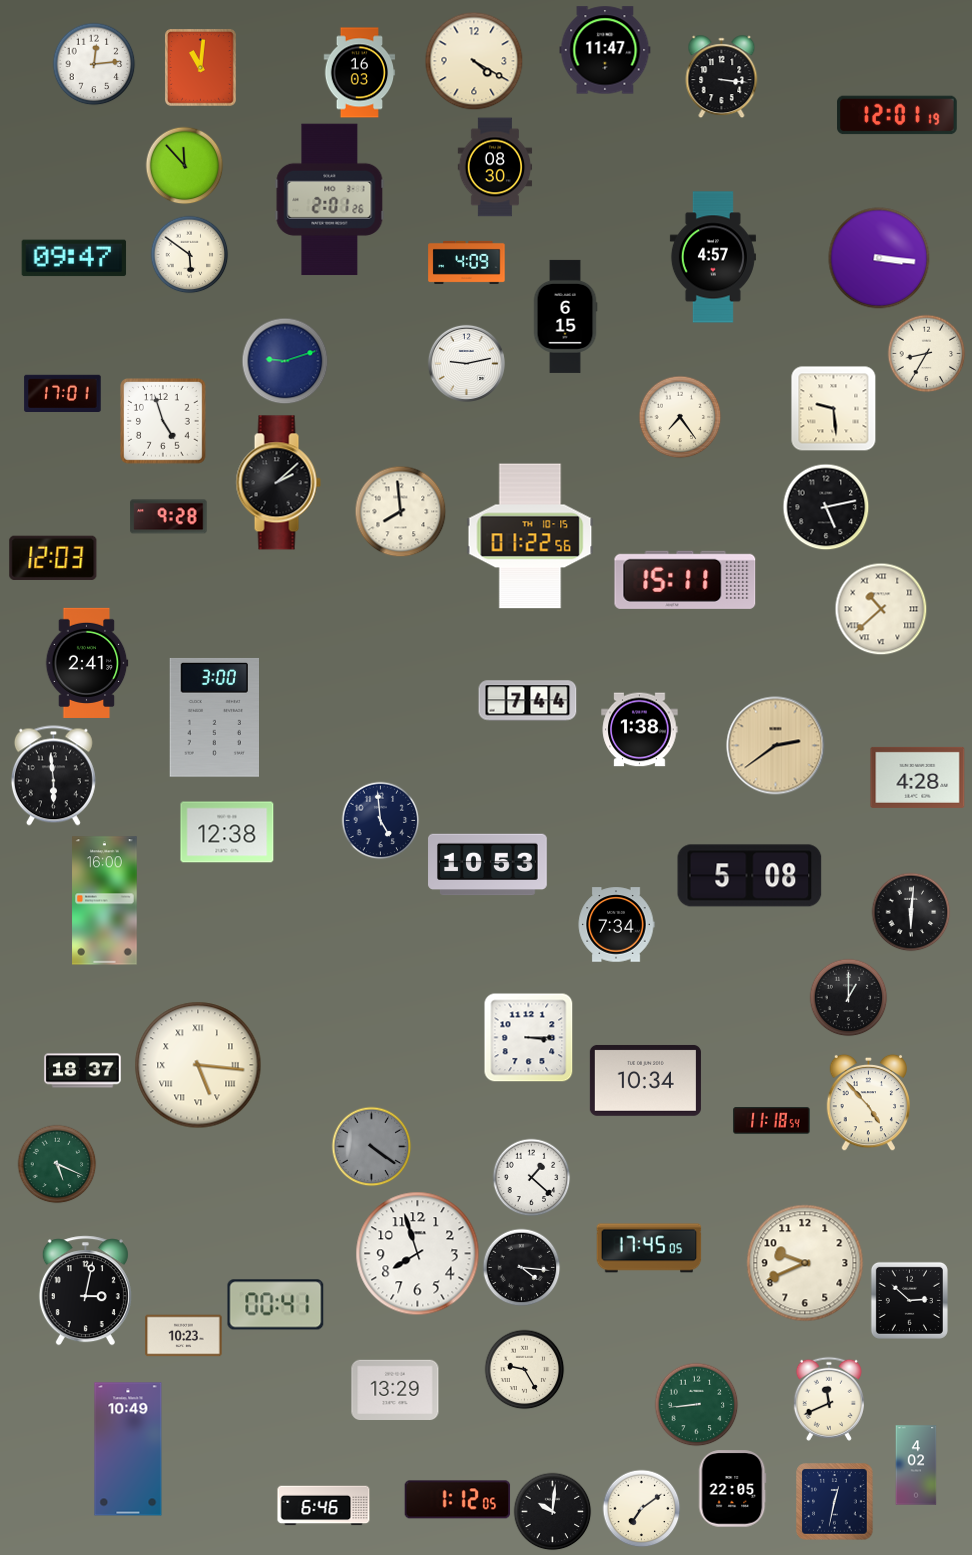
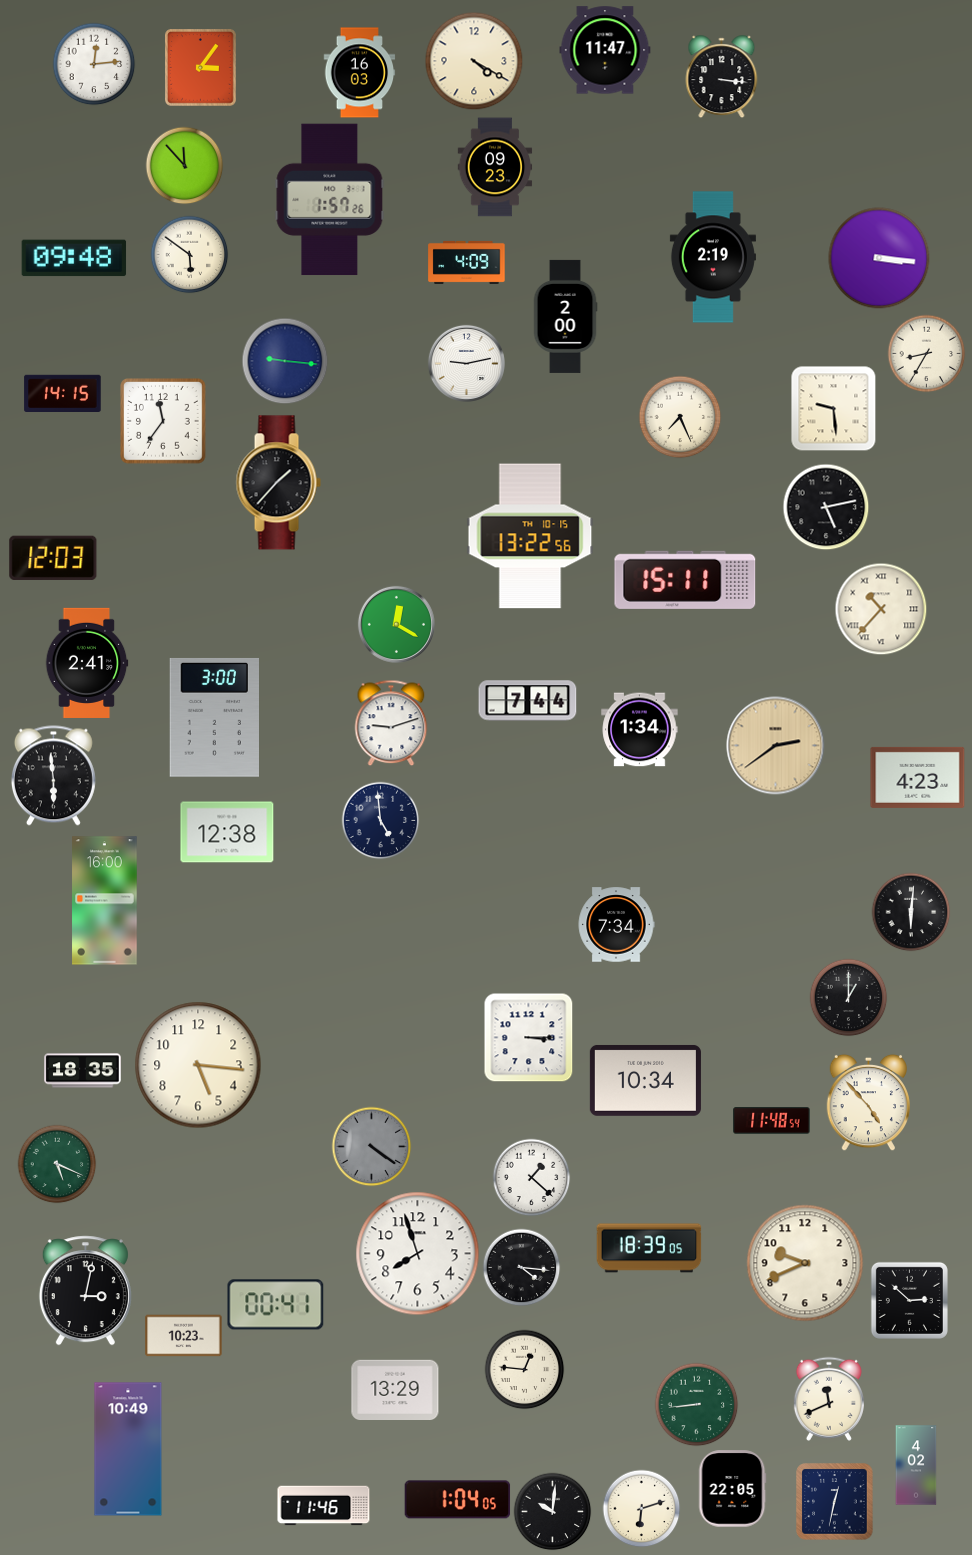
clock at (201, 68): 11:01 -> 3:06
clock at (897, 115): 12:01 -> none
clock at (495, 167): 08:30 -> 09:23
clock at (330, 200): 2:01 -> 1:57
clock at (713, 257): 4:57 -> 2:19
clock at (74, 258): 09:47 -> 09:48
clock at (565, 316): 6:15 -> 2:00
clock at (285, 361): 9:12 -> 9:16
clock at (63, 393): 17:01 -> 14:15
clock at (680, 417): 7:24 -> 7:26
clock at (163, 421): 4:57 -> 11:36
clock at (278, 483): 2:08 -> 1:37
clock at (400, 511): 7:59 -> none
clock at (169, 517): 9:28 -> none
clock at (530, 536): 01:22 -> 13:22
clock at (881, 609): 10:38 -> 10:37
clock at (396, 624): none -> 12:20
clock at (391, 723): none -> 9:12
clock at (640, 730): 1:38 -> 1:34
clock at (918, 777): 4:28 -> 4:23
clock at (488, 865): 10:53 -> none
clock at (750, 876): 5:08 -> none
clock at (198, 1065) numerals: Roman -> Arabic
clock at (83, 1071): 18:37 -> 18:35
clock at (772, 1121): 11:18 -> 11:48
clock at (649, 1248): 17:45 -> 18:39
clock at (524, 1369): 9:25 -> 12:46
clock at (458, 1500): 1:12 -> 1:04
clock at (324, 1506): 6:46 -> 11:46
clock at (641, 1508): 7:09 -> 6:12
